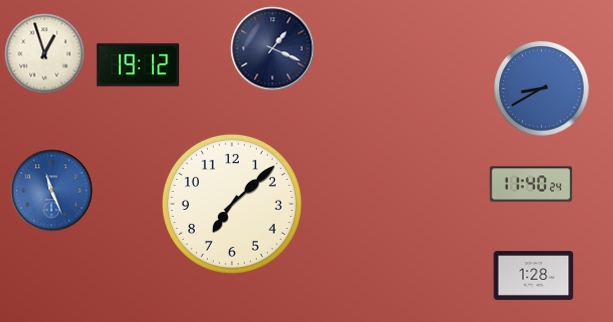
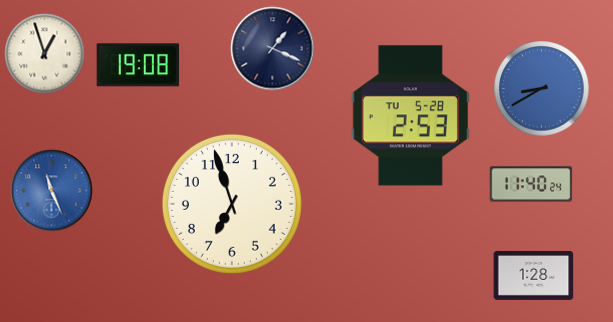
clock at (138, 65): 19:12 -> 19:08
clock at (410, 116): none -> 2:53
clock at (232, 204): 7:08 -> 6:57
